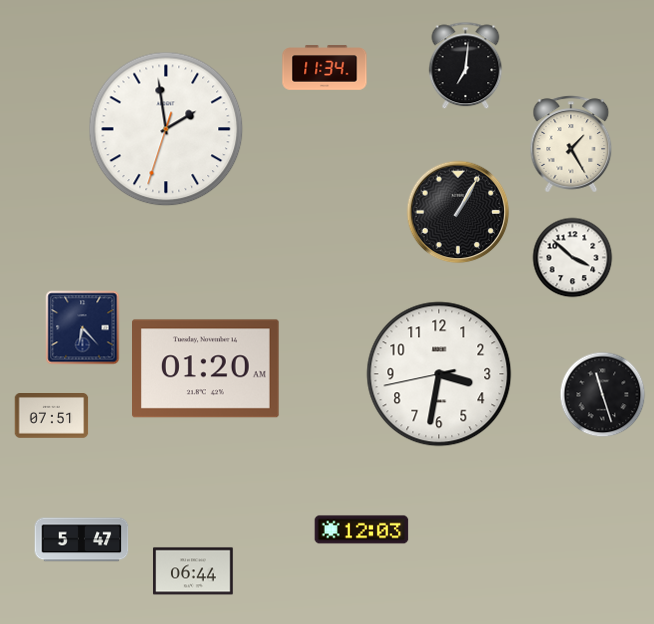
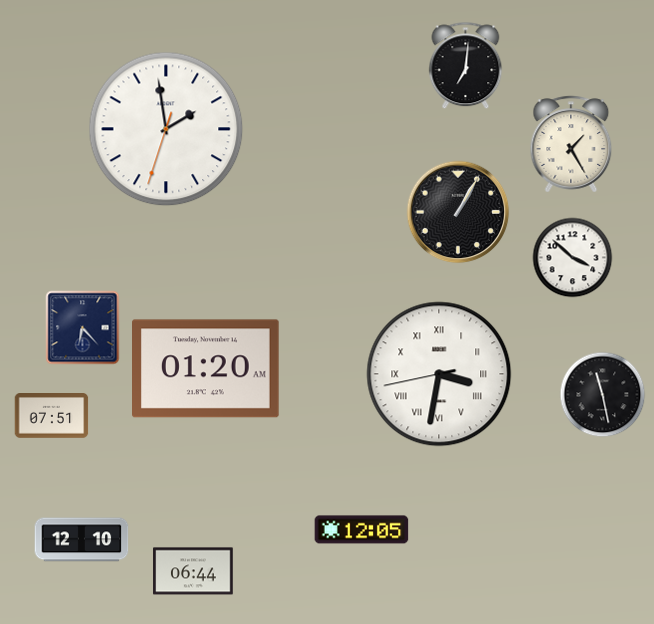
clock at (325, 68): 11:34 -> none
clock at (439, 374) numerals: Arabic -> Roman
clock at (603, 395): 11:27 -> 11:28
clock at (362, 530): 12:03 -> 12:05
clock at (82, 540): 5:47 -> 12:10
